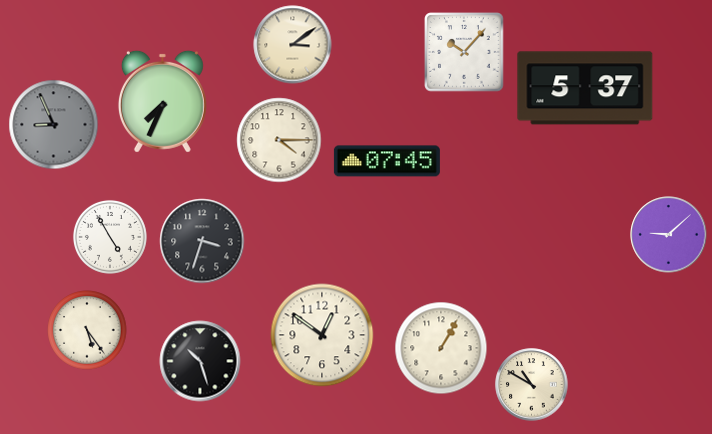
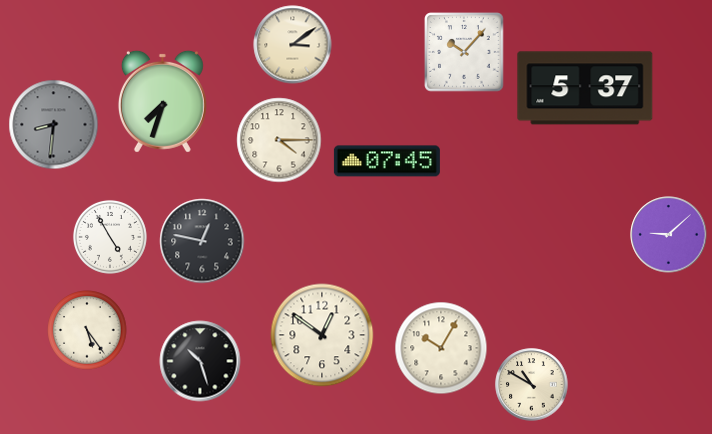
clock at (162, 101): 7:34 -> 7:33
clock at (54, 125): 8:56 -> 8:31
clock at (202, 241): 3:33 -> 12:47
clock at (441, 348): 1:05 -> 10:05
